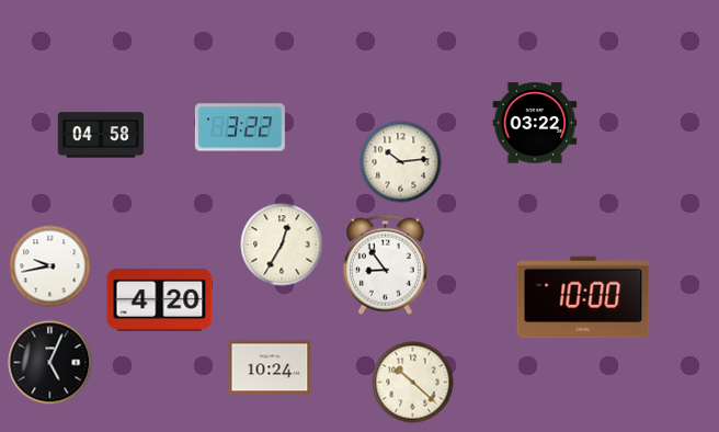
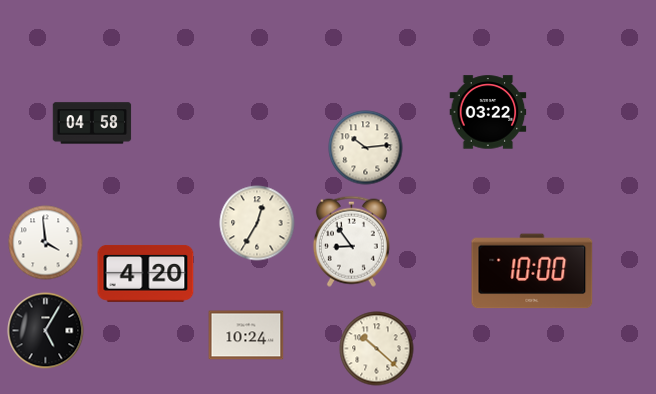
clock at (240, 127): 3:22 -> none
clock at (50, 266): 9:43 -> 3:59
clock at (50, 363): 5:04 -> 5:05
